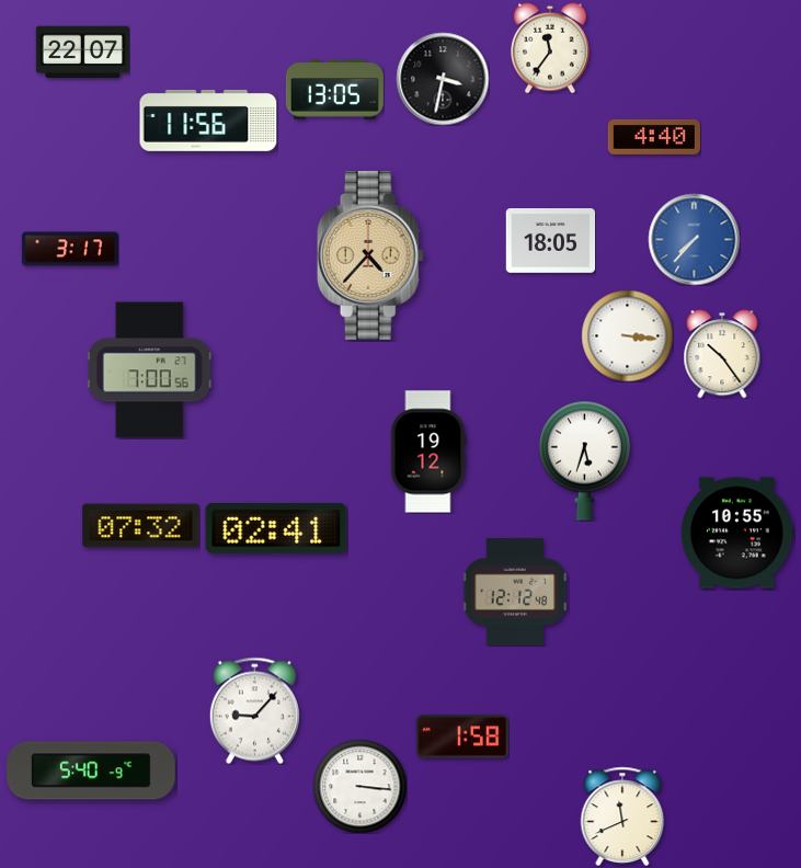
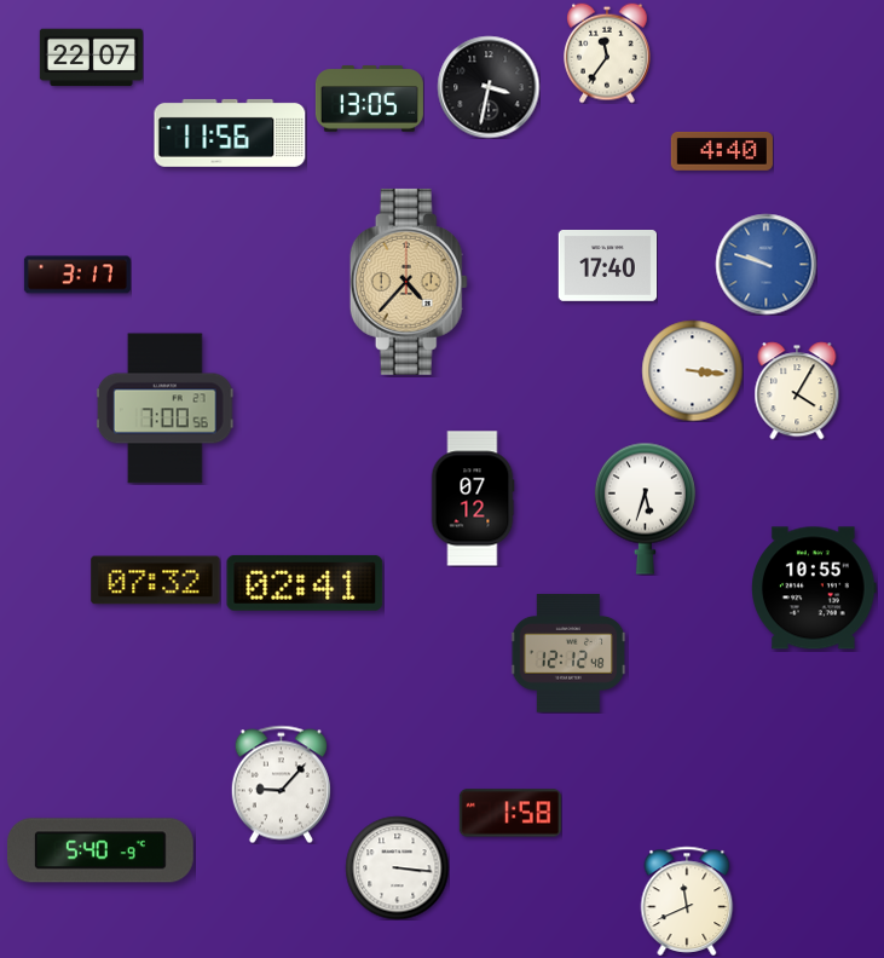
clock at (694, 239): 7:37 -> 9:48
clock at (550, 241): 18:05 -> 17:40
clock at (722, 354): 10:24 -> 4:05
clock at (428, 452): 19:12 -> 07:12
